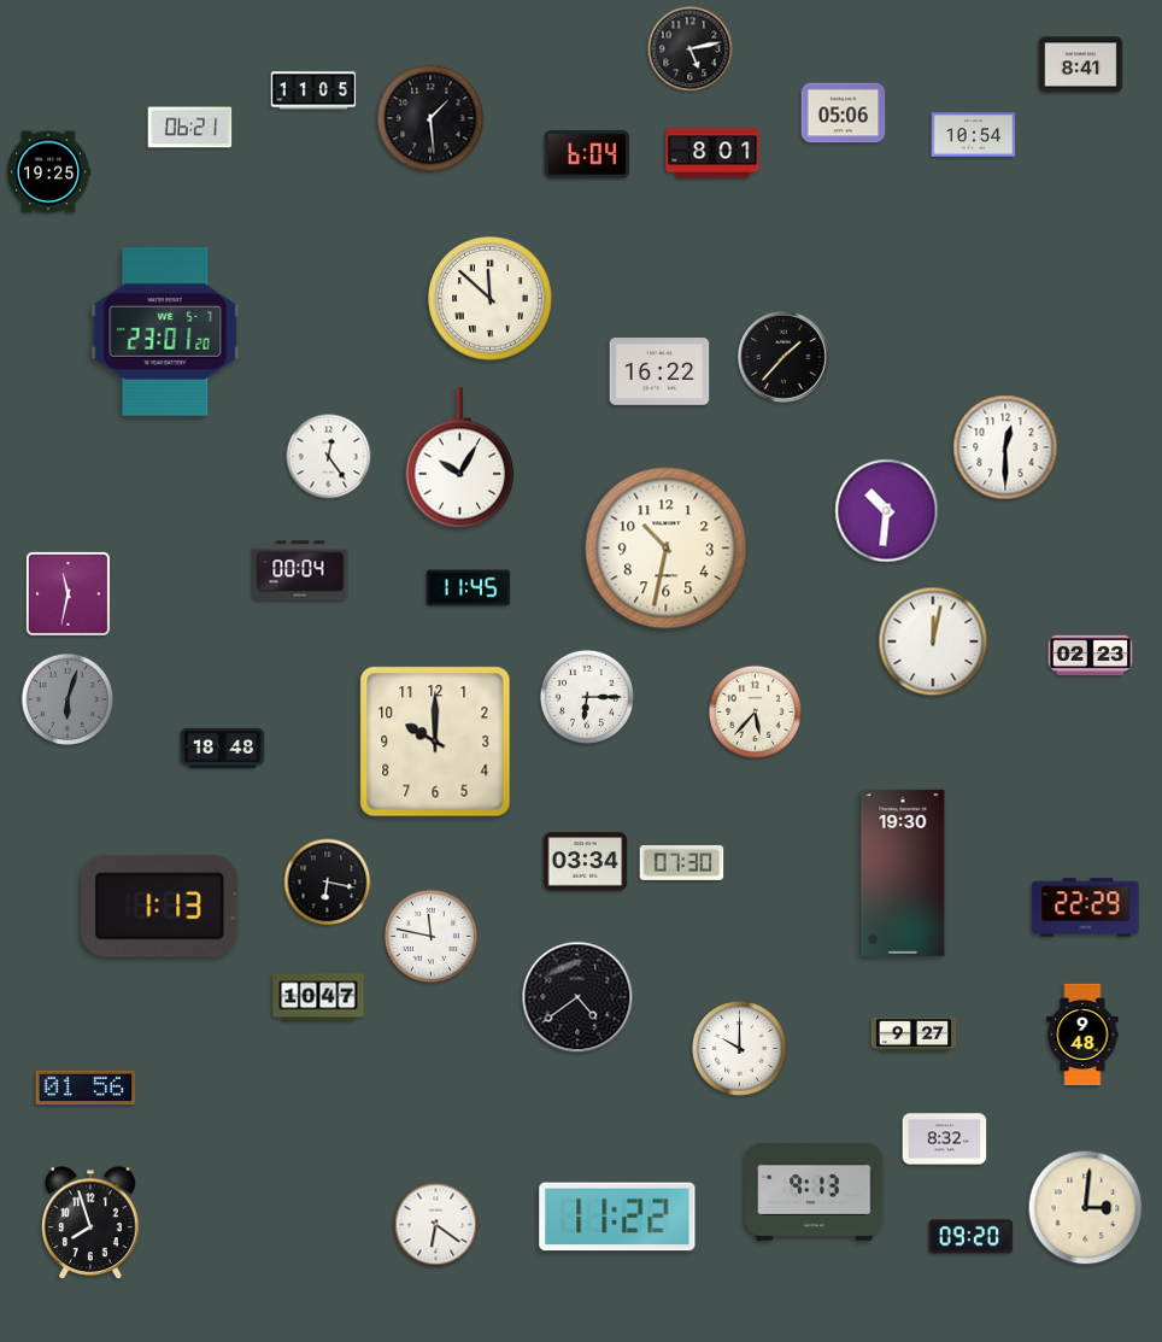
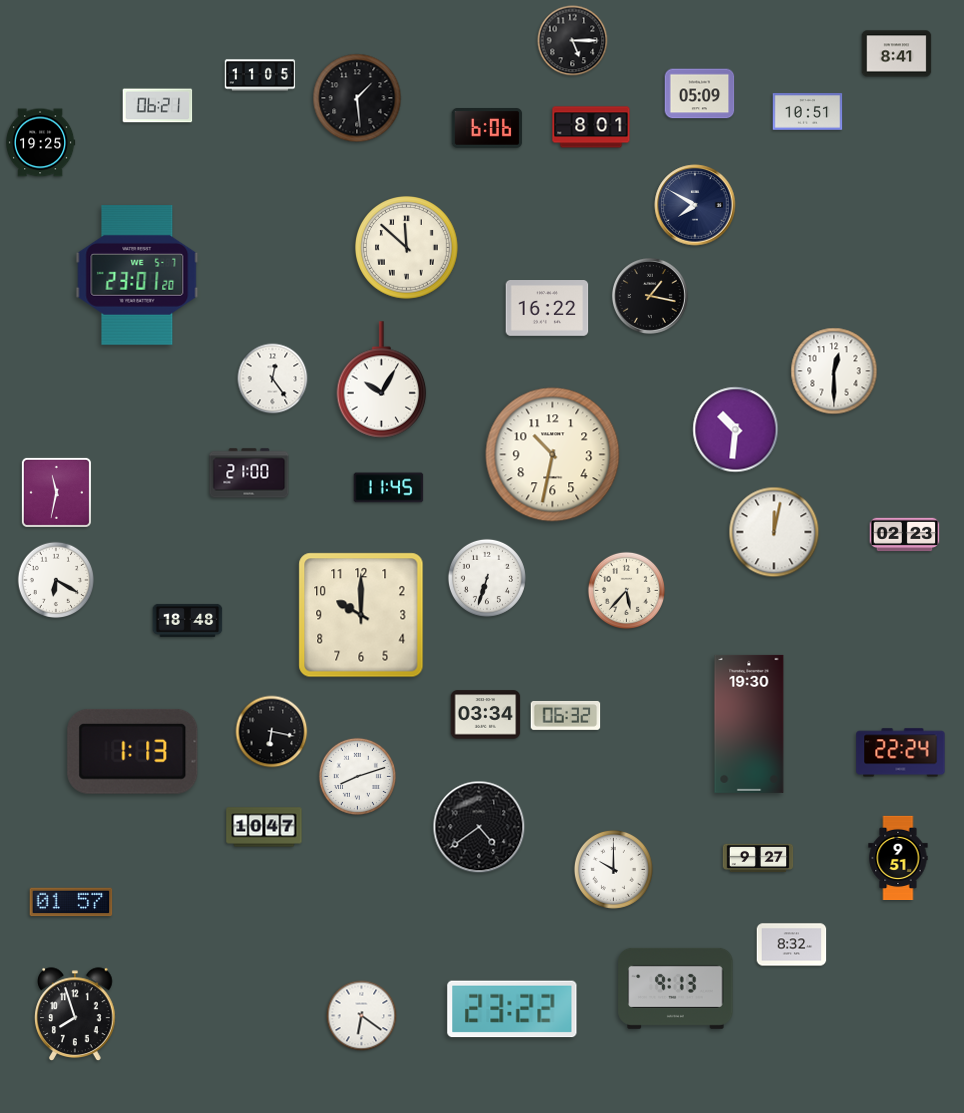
clock at (691, 49): 5:13 -> 5:15
clock at (844, 113): 05:06 -> 05:09
clock at (974, 135): 10:54 -> 10:51
clock at (587, 156): 6:04 -> 6:06
clock at (695, 205): none -> 7:50
clock at (784, 357): 1:37 -> 1:17
clock at (887, 511) position: (887, 511) -> (736, 430)
clock at (300, 570): 00:04 -> 21:00
clock at (1091, 656) position: (1091, 656) -> (905, 535)
clock at (587, 697): 6:15 -> 6:33
clock at (66, 698): 6:03 -> 6:20
clock at (66, 698) dial: grey -> white
clock at (223, 748) position: (223, 748) -> (188, 620)
clock at (682, 863): 07:30 -> 06:32
clock at (1086, 908): 22:29 -> 22:24
clock at (430, 936): 11:47 -> 8:12
clock at (1082, 1033): 9:48 -> 9:51
clock at (86, 1088): 01:56 -> 01:57
clock at (945, 1139) position: (945, 1139) -> (792, 945)
clock at (1086, 1208): 3:01 -> none
clock at (617, 1217): 11:22 -> 23:22
clock at (972, 1237): 09:20 -> none
